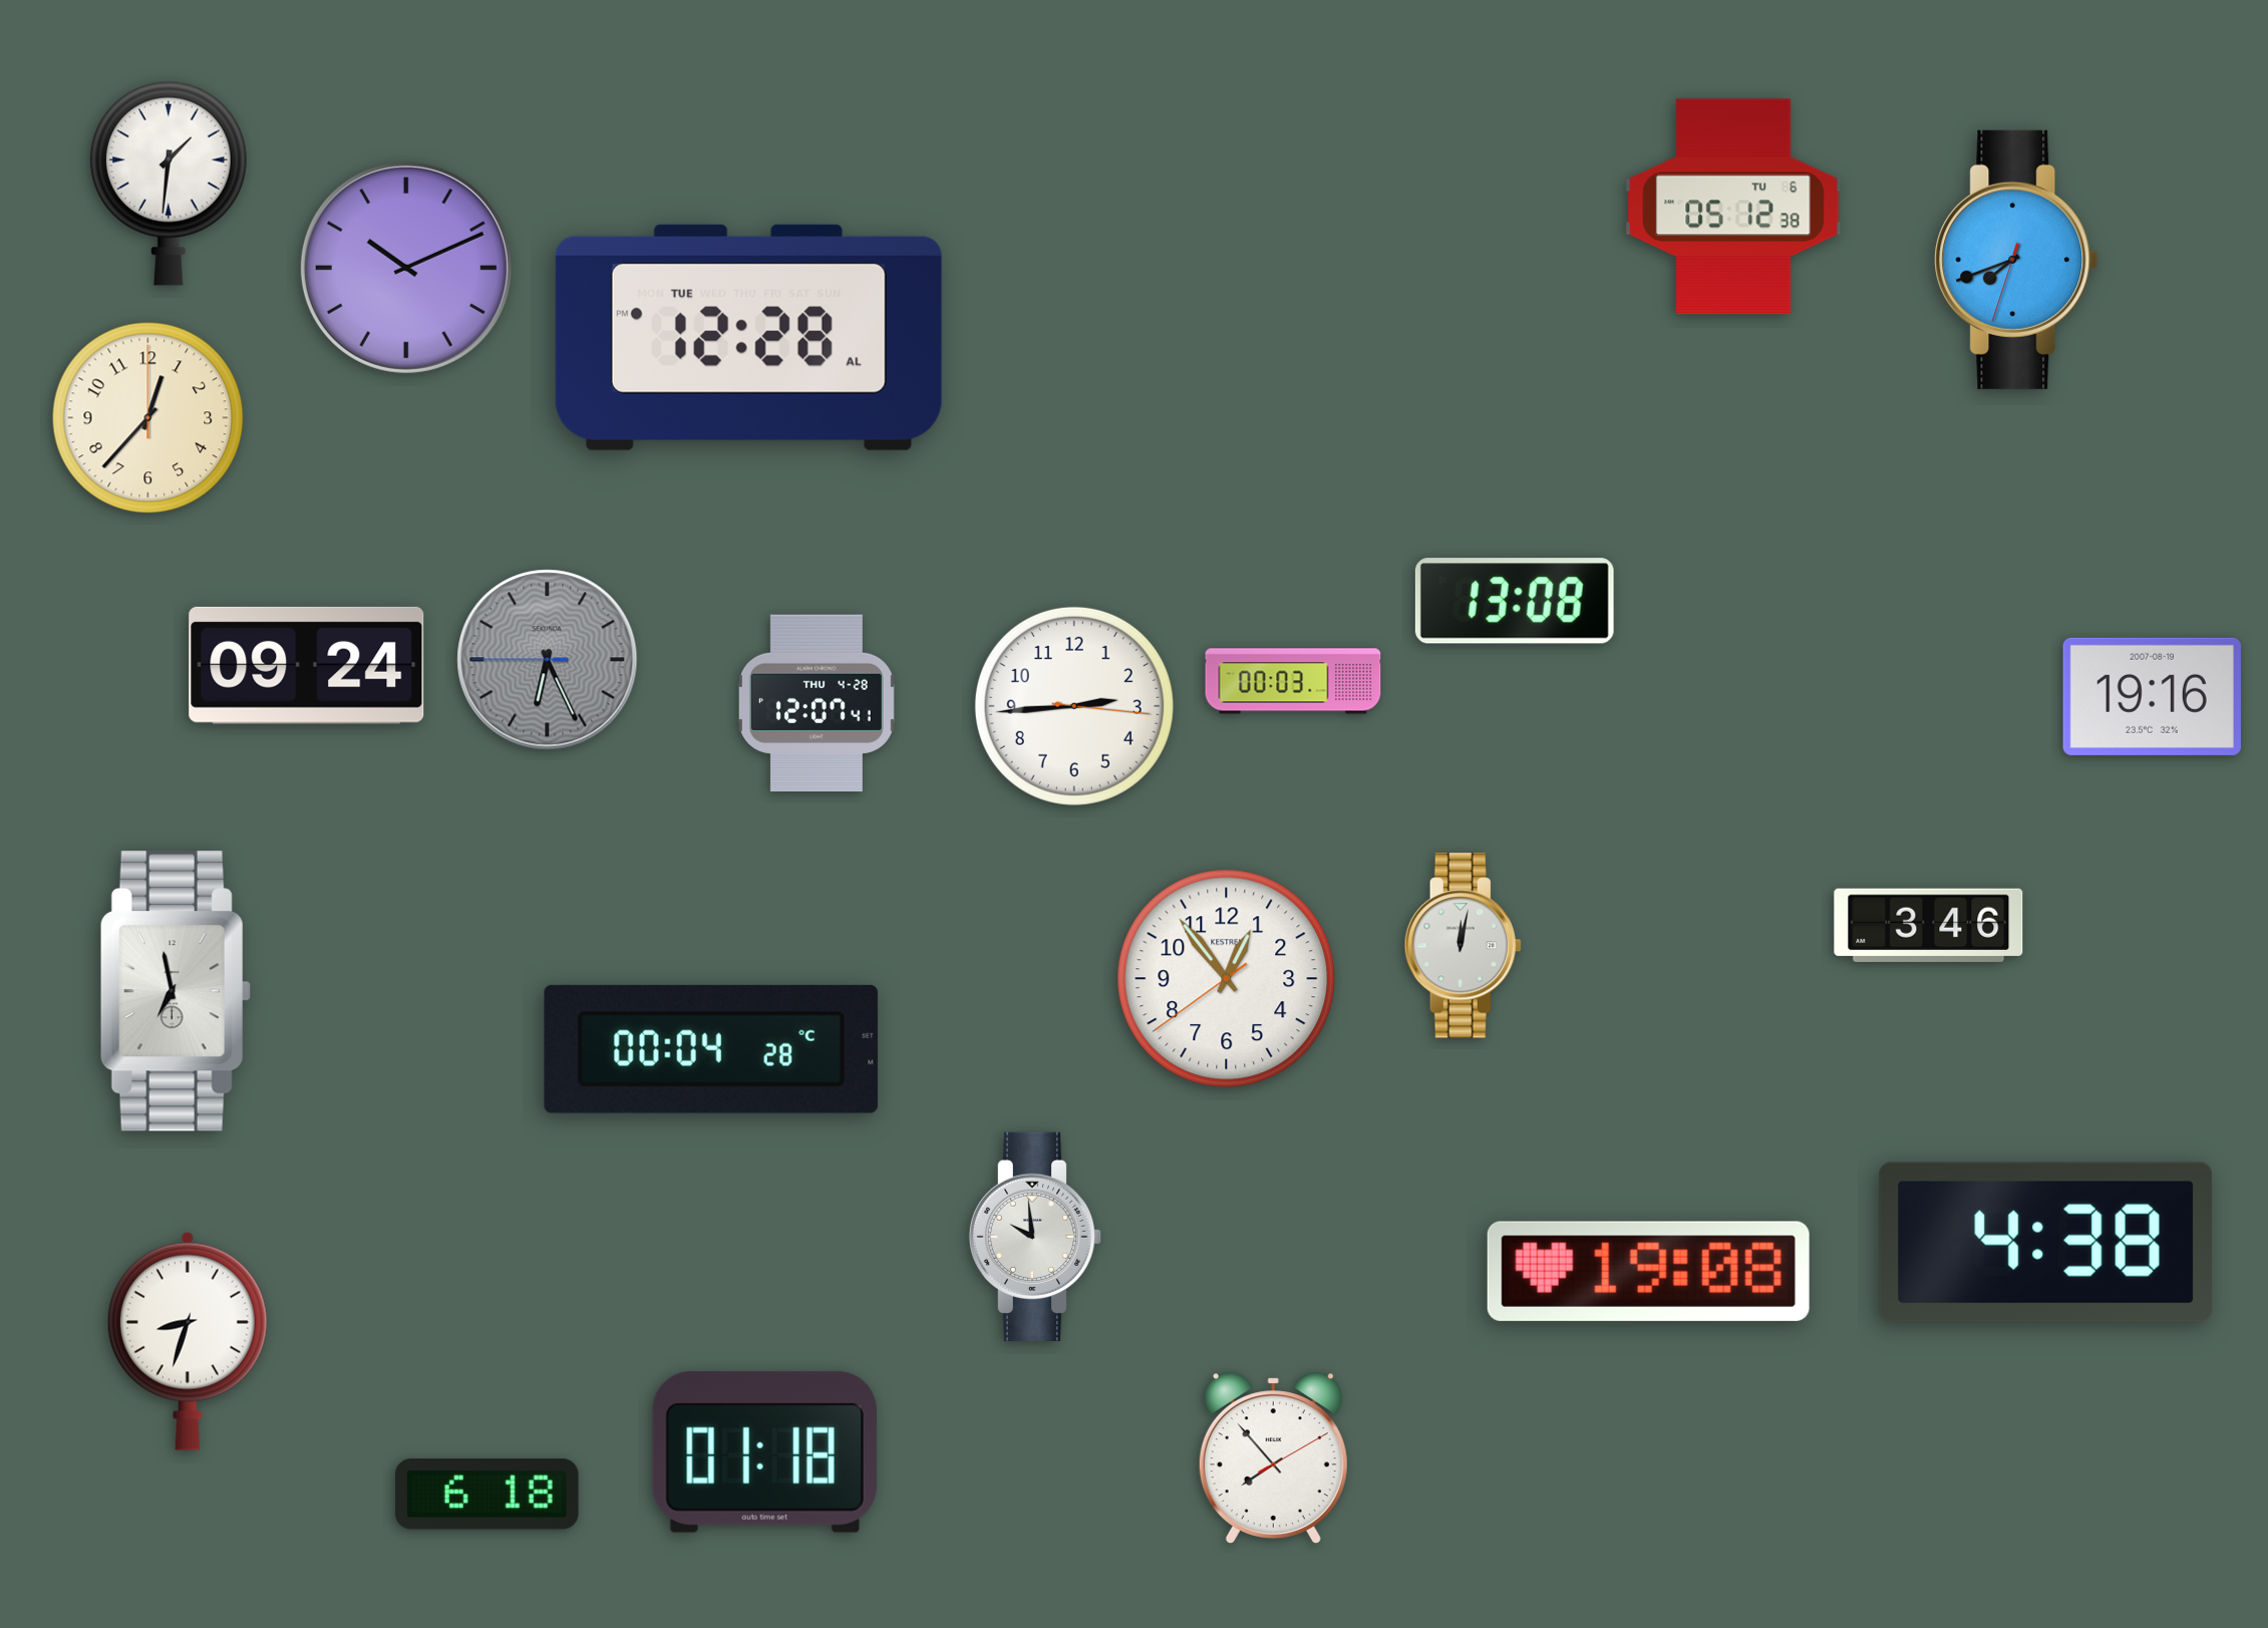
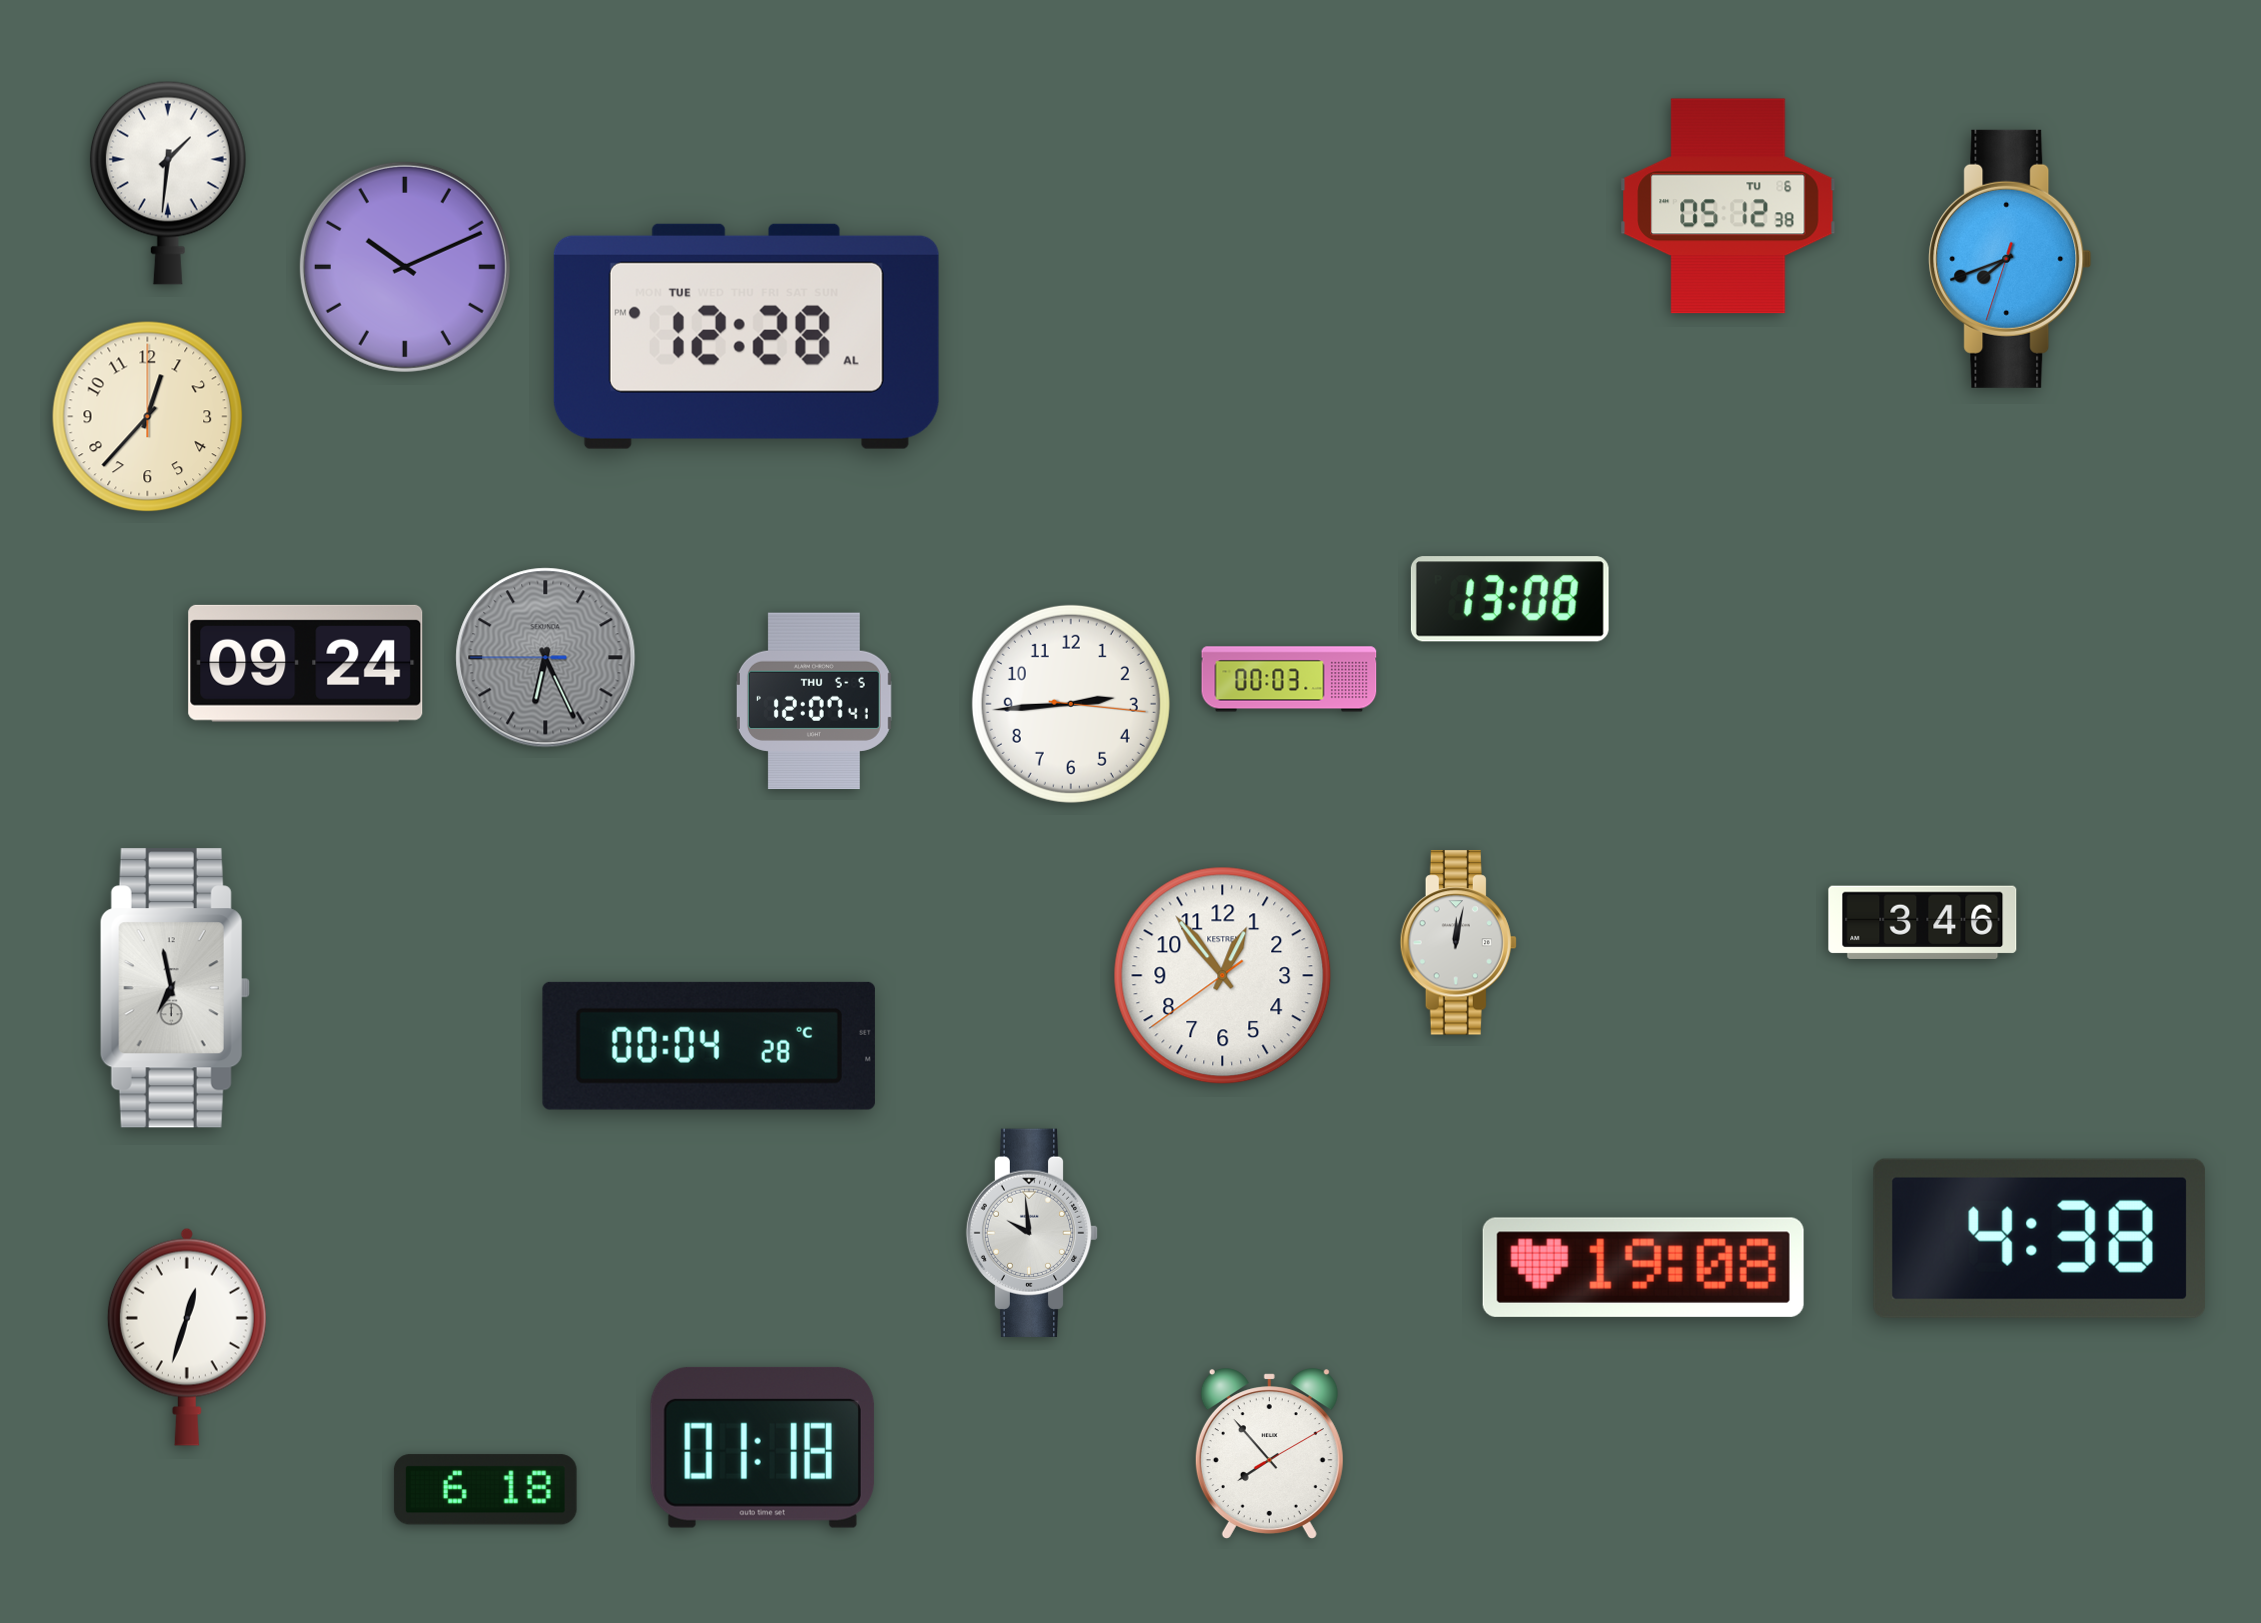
clock at (2152, 696): 19:16 -> none
clock at (817, 703) date: THU 4-28 -> THU 5-5
clock at (188, 1341): 8:33 -> 12:33
